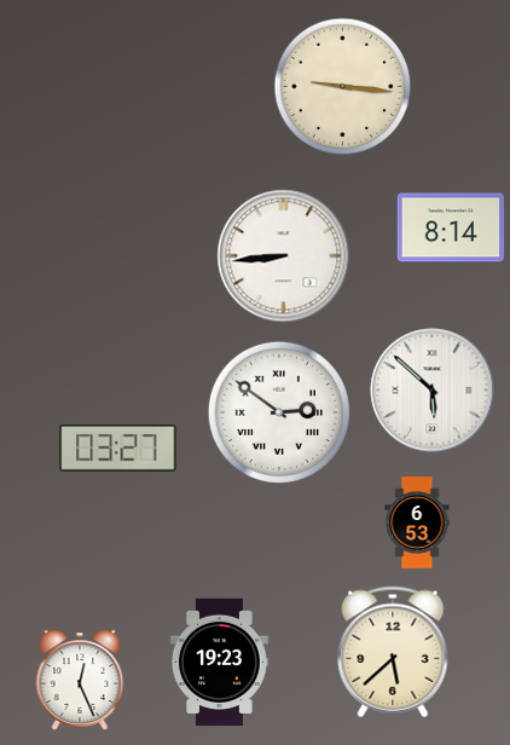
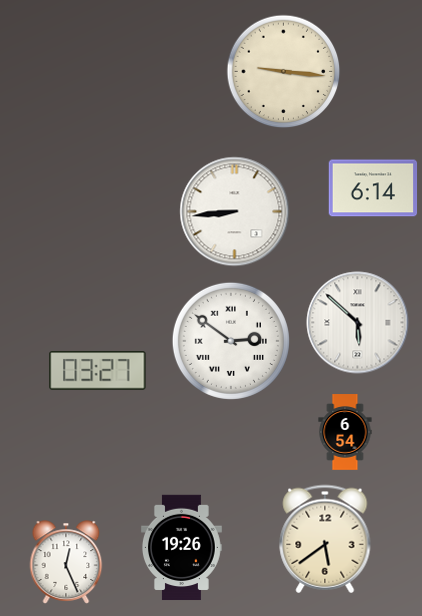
clock at (451, 227): 8:14 -> 6:14
clock at (417, 522): 6:53 -> 6:54
clock at (393, 652): 5:38 -> 5:39
clock at (219, 663): 19:23 -> 19:26
